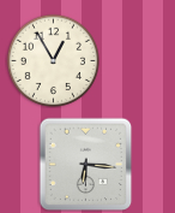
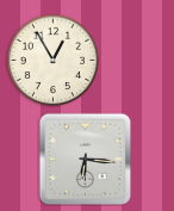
clock at (85, 164) position: (85, 164) -> (85, 159)
